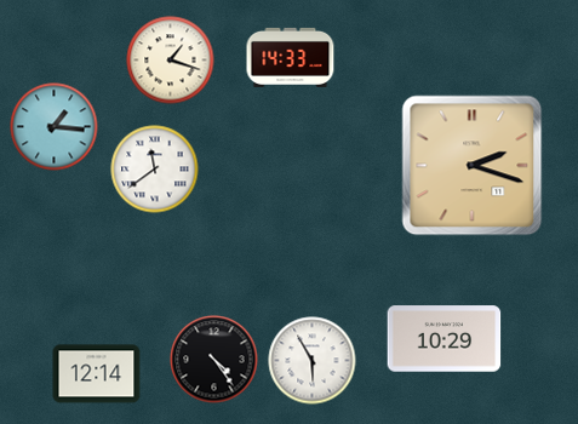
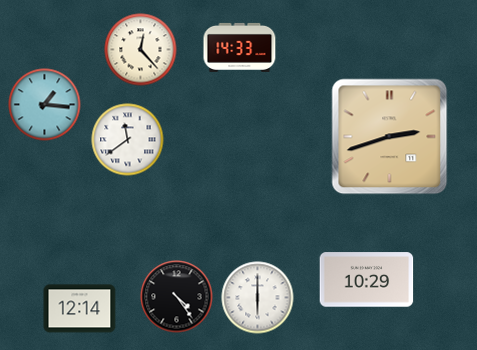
clock at (171, 61): 1:18 -> 12:23
clock at (473, 166): 2:18 -> 2:42
clock at (313, 361): 5:55 -> 6:00
